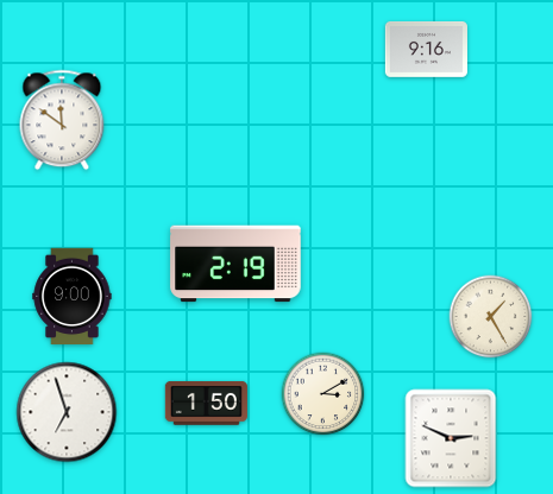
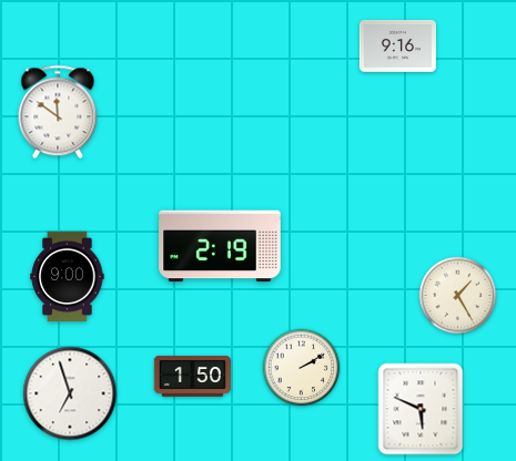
clock at (323, 394): 3:10 -> 2:10
clock at (67, 412) position: (67, 412) -> (70, 393)
clock at (451, 438): 2:49 -> 5:49
